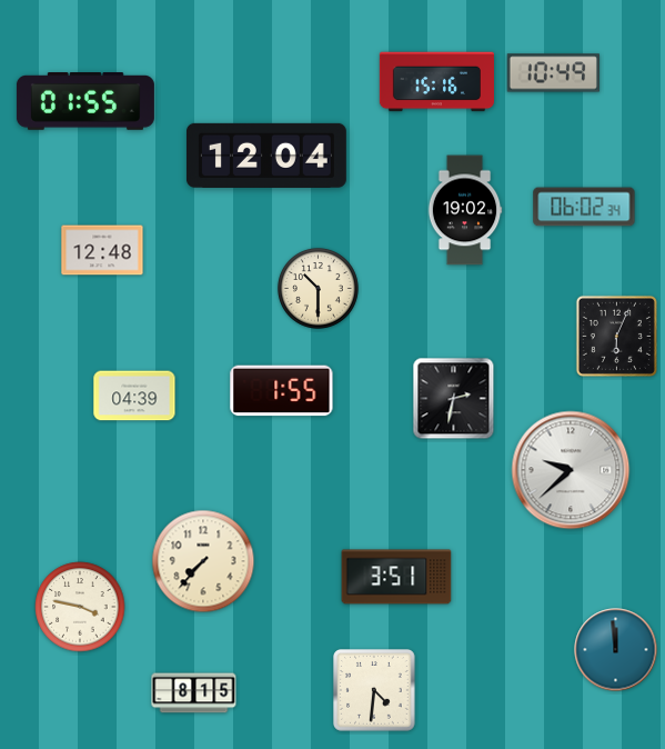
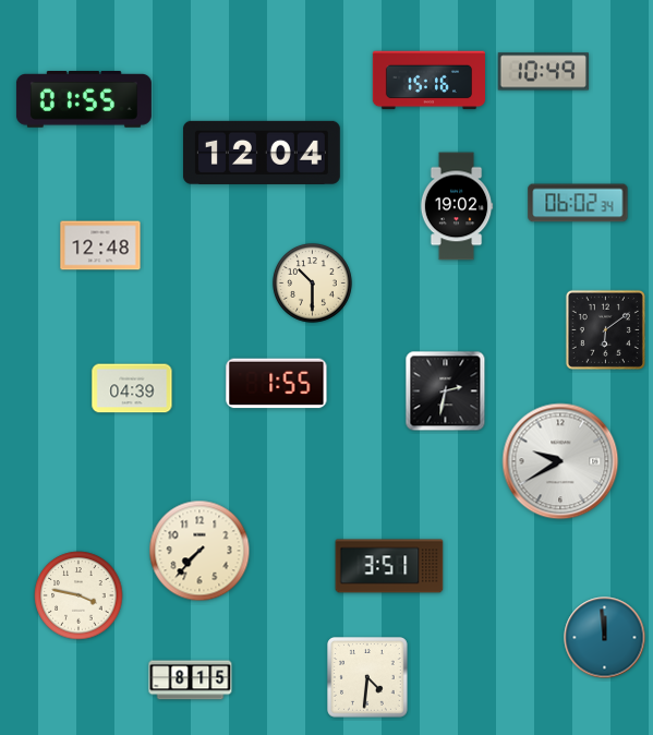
clock at (584, 207) position: (584, 207) -> (578, 203)
clock at (616, 336): 6:04 -> 6:09
clock at (571, 470): 9:38 -> 9:40
